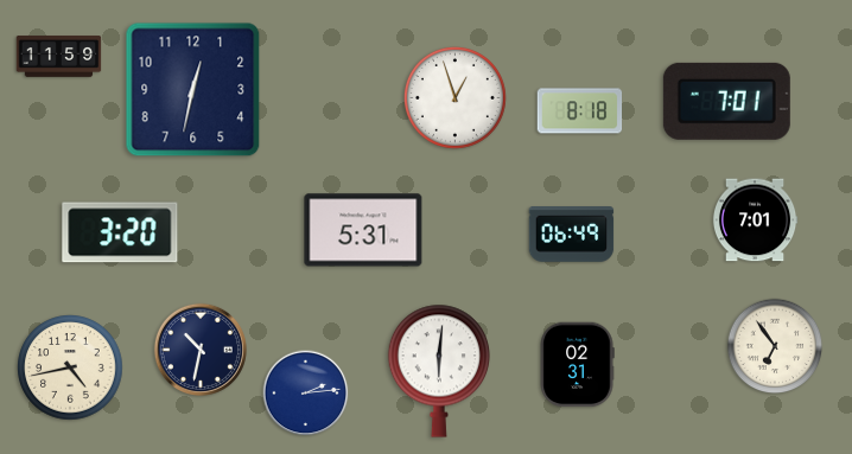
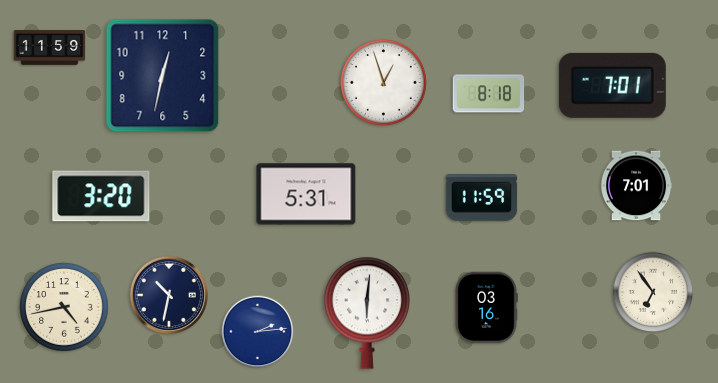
clock at (572, 235): 06:49 -> 11:59
clock at (577, 365): 02:31 -> 03:16
clock at (70, 367) position: (70, 367) -> (64, 307)
clock at (438, 371) position: (438, 371) -> (366, 313)
